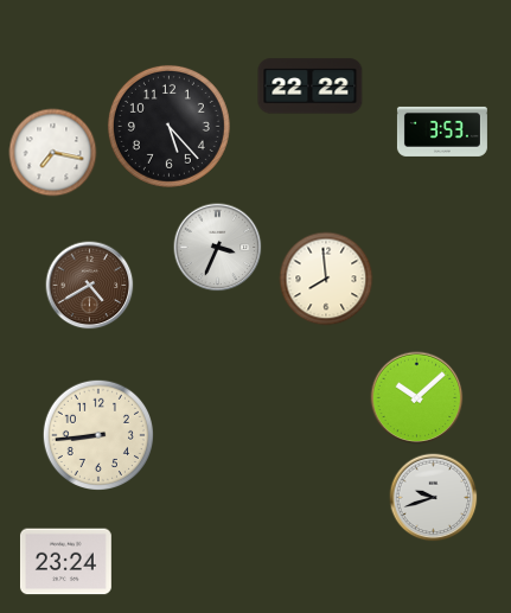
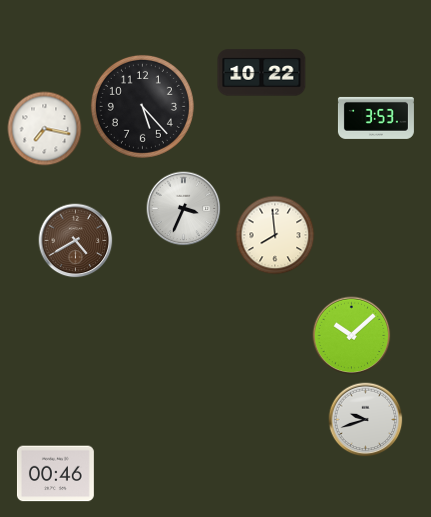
clock at (311, 87): 22:22 -> 10:22
clock at (442, 132) position: (442, 132) -> (376, 118)
clock at (97, 434): 8:44 -> none
clock at (65, 562): 23:24 -> 00:46
